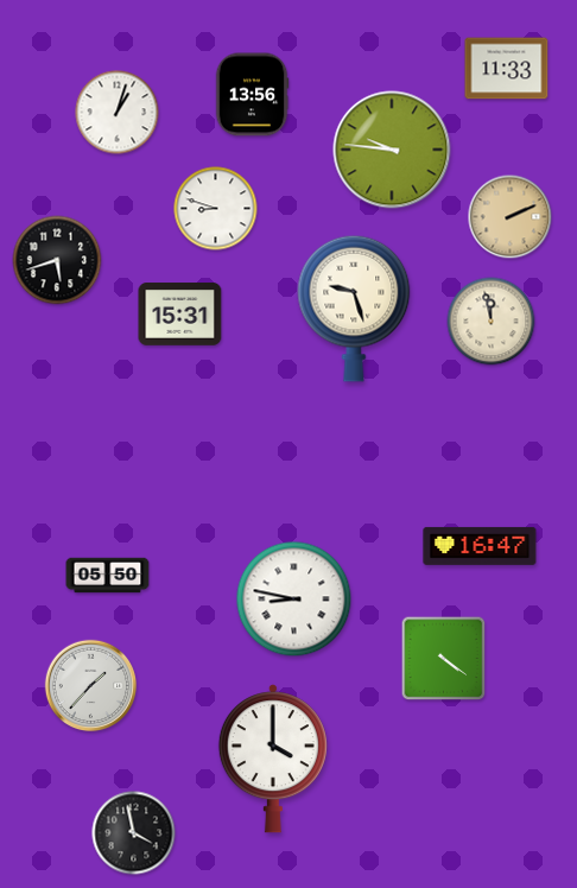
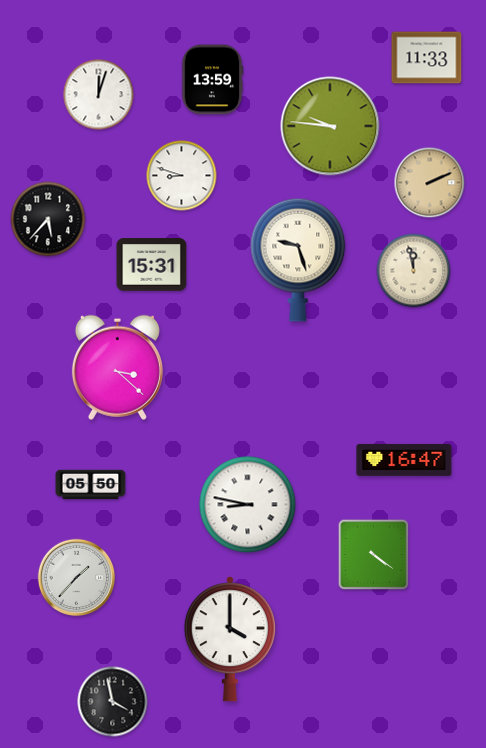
clock at (252, 95): 13:56 -> 13:59
clock at (118, 113): 1:03 -> 12:03
clock at (57, 260): 5:42 -> 5:37
clock at (117, 367): none -> 3:22
